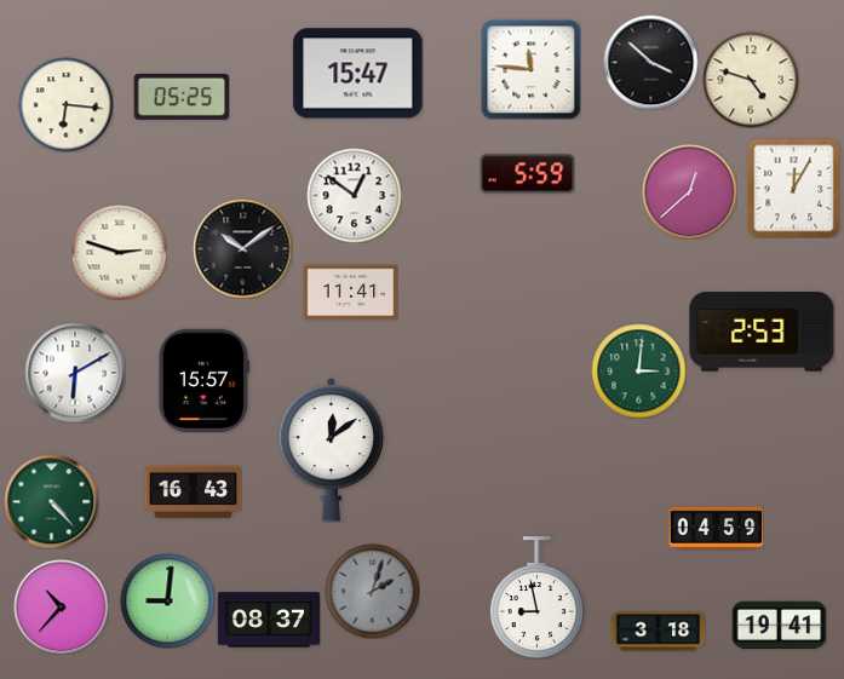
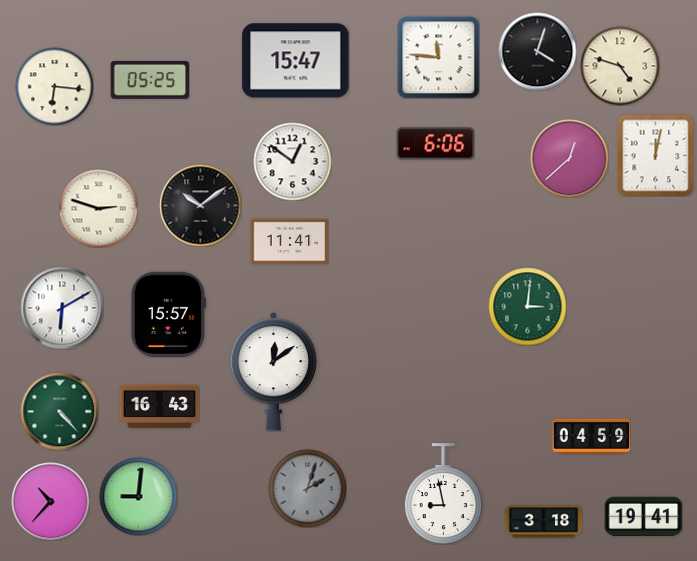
clock at (650, 62): 3:52 -> 4:03
clock at (527, 174): 5:59 -> 6:06
clock at (794, 188): 12:05 -> 12:02
clock at (762, 332): 2:53 -> none
clock at (51, 501) position: (51, 501) -> (59, 411)
clock at (269, 620): 08:37 -> none
